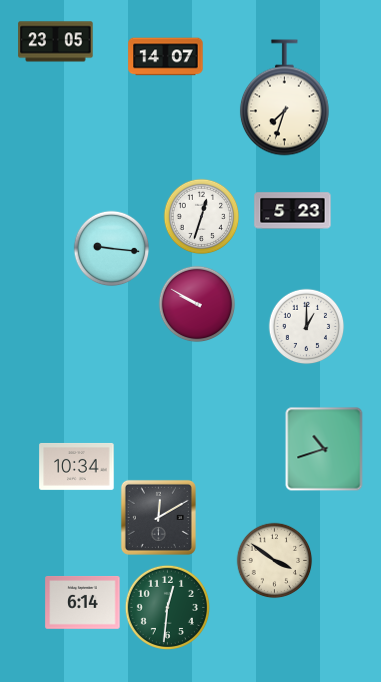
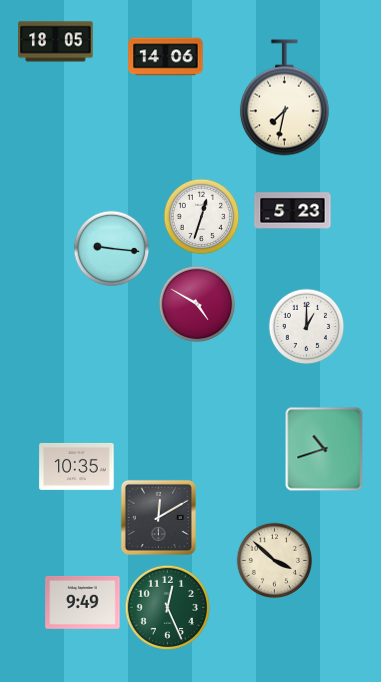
clock at (56, 42): 23:05 -> 18:05
clock at (166, 57): 14:07 -> 14:06
clock at (284, 98): 7:33 -> 7:32
clock at (197, 304): 9:50 -> 4:50
clock at (77, 466): 10:34 -> 10:35
clock at (275, 561): 3:51 -> 3:52
clock at (83, 603): 6:14 -> 9:49
clock at (167, 607): 12:31 -> 12:26
